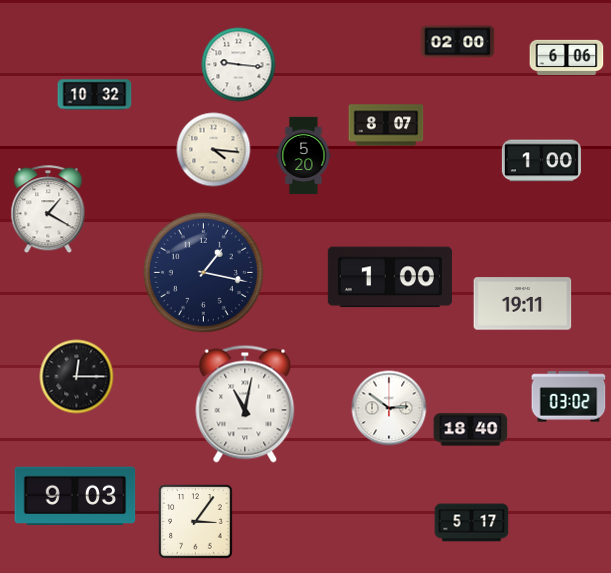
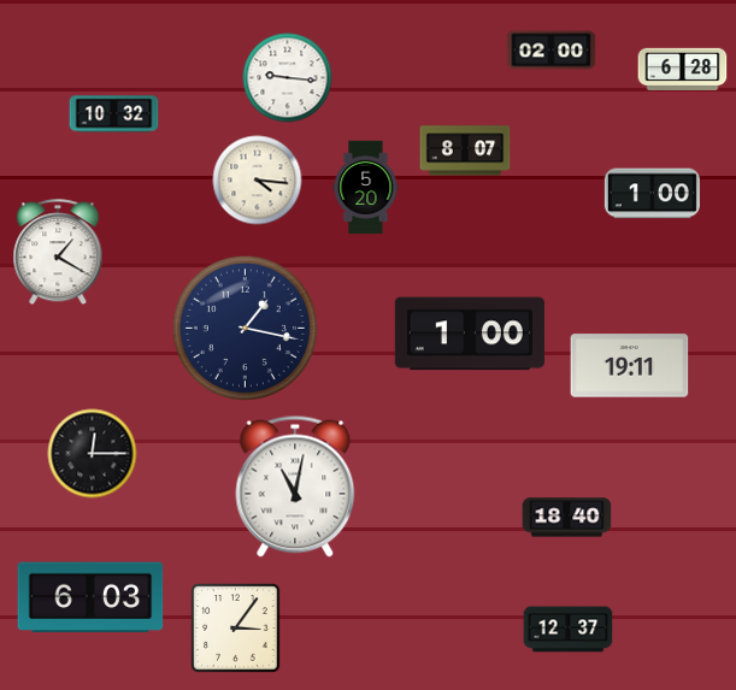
clock at (567, 58): 6:06 -> 6:28
clock at (569, 397): 03:02 -> none
clock at (389, 408): 2:51 -> none
clock at (75, 496): 9:03 -> 6:03
clock at (472, 523): 5:17 -> 12:37
